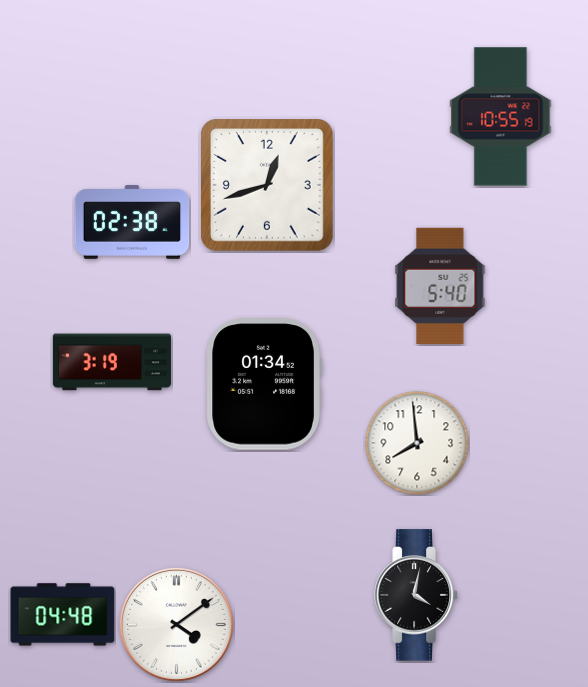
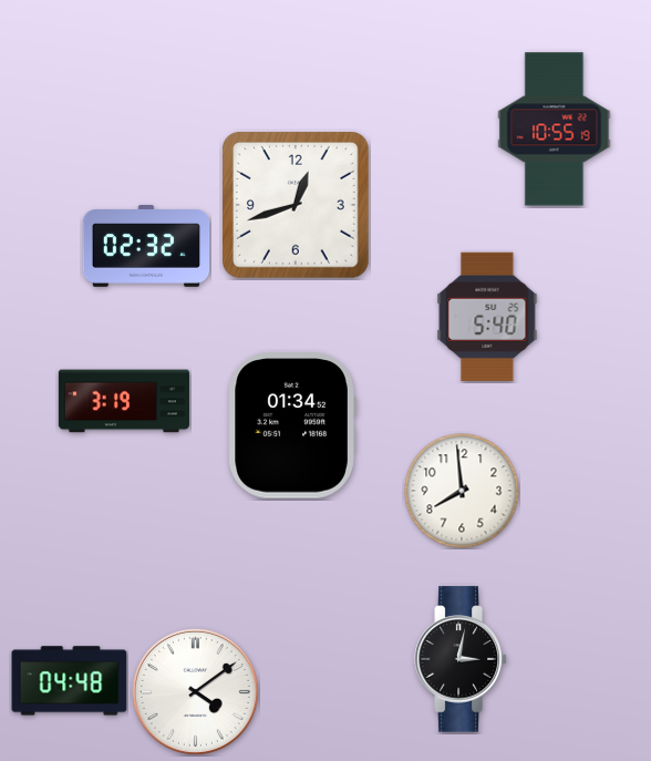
clock at (132, 223): 02:38 -> 02:32
clock at (416, 595): 4:02 -> 3:02
